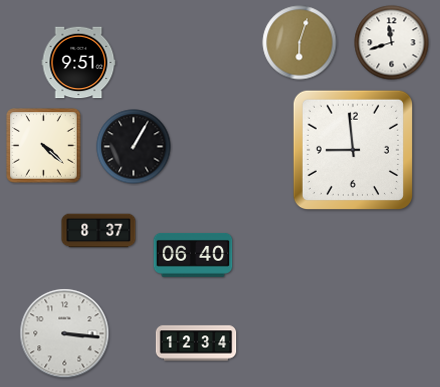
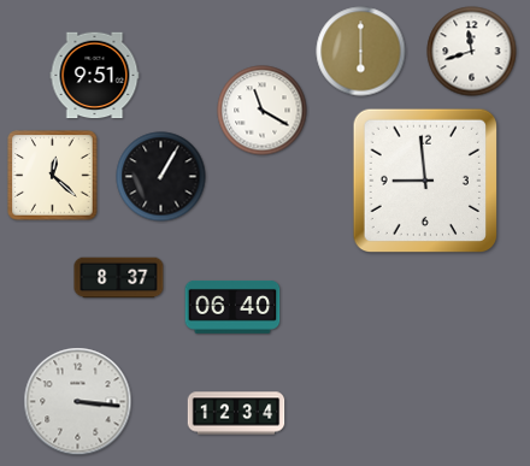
clock at (300, 43): 6:03 -> 6:00
clock at (263, 111): none -> 11:20
clock at (44, 146): 4:22 -> 12:22
